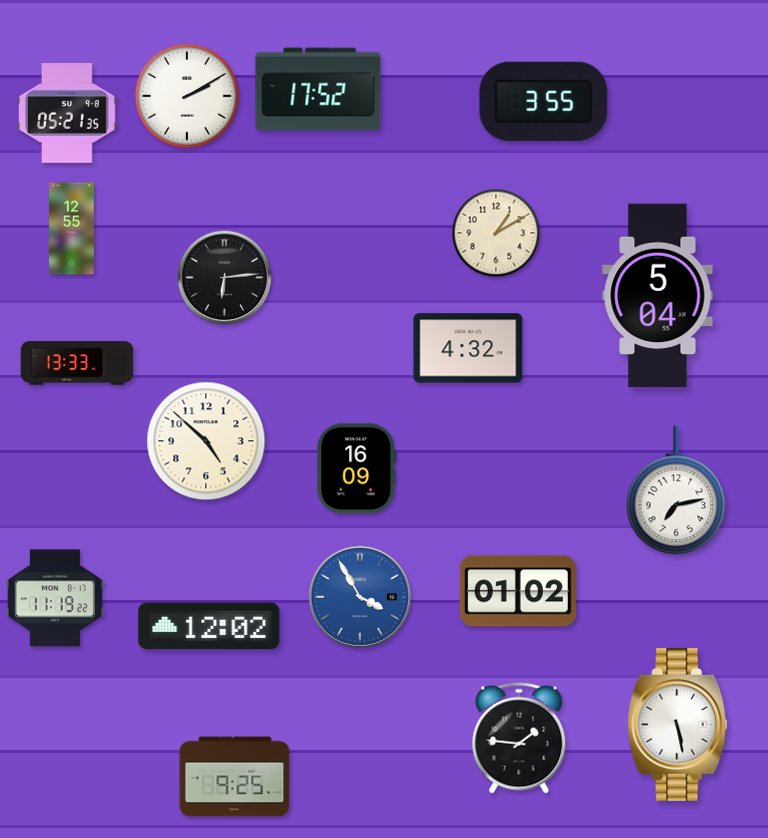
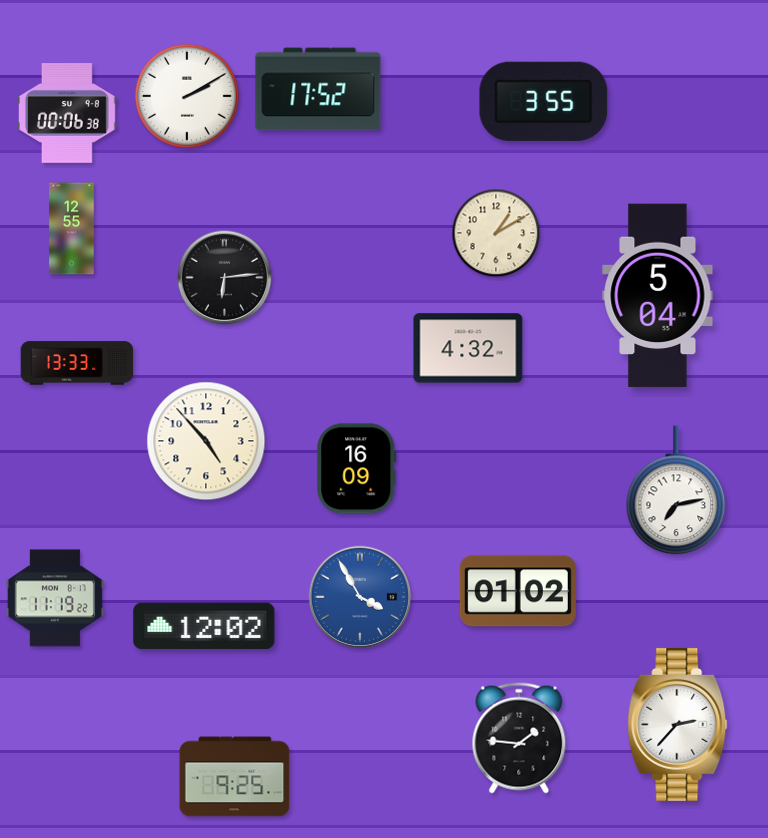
clock at (68, 114): 05:21 -> 00:06
clock at (206, 441): 4:52 -> 4:53
clock at (209, 626) position: (209, 626) -> (204, 626)
clock at (678, 724): 5:28 -> 2:37
